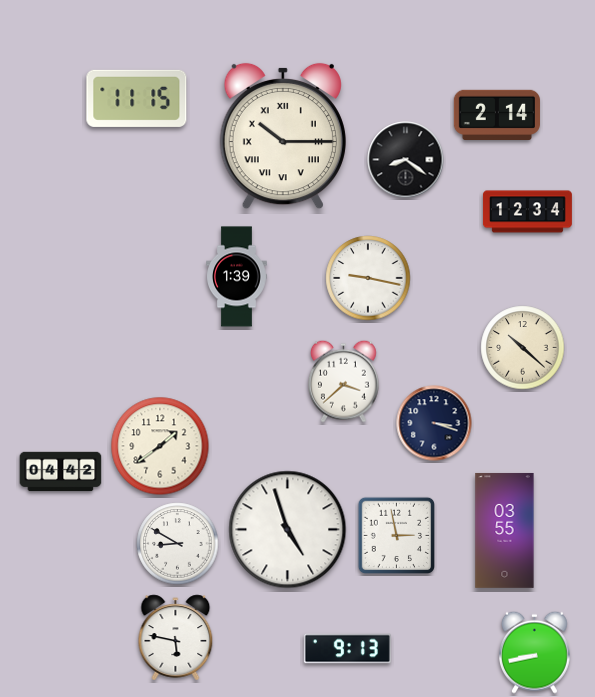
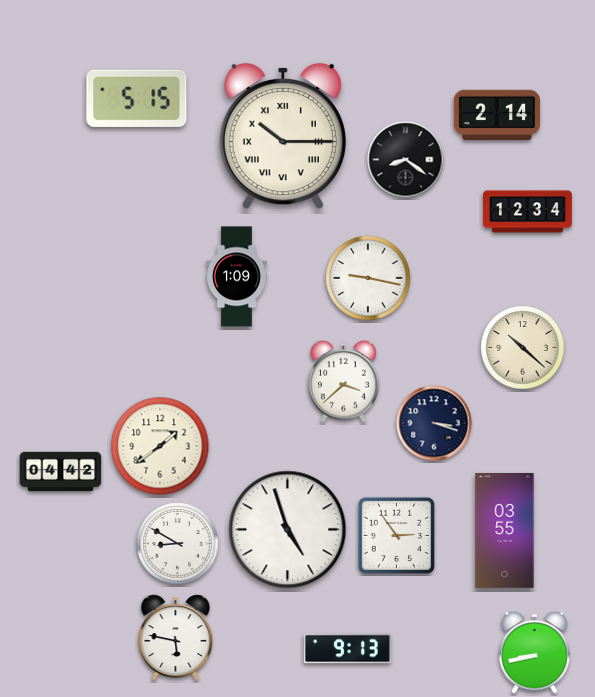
clock at (137, 98): 11:15 -> 5:15
clock at (237, 277): 1:39 -> 1:09
clock at (396, 535): 2:58 -> 2:54
